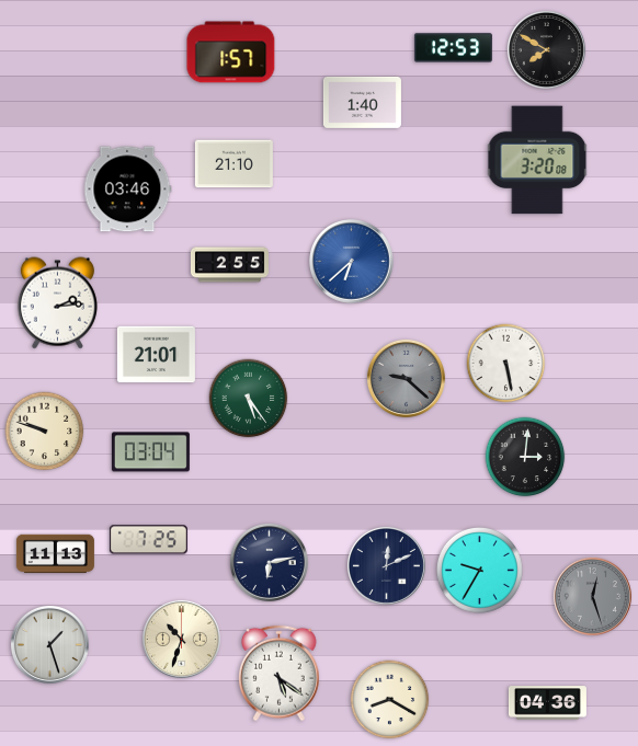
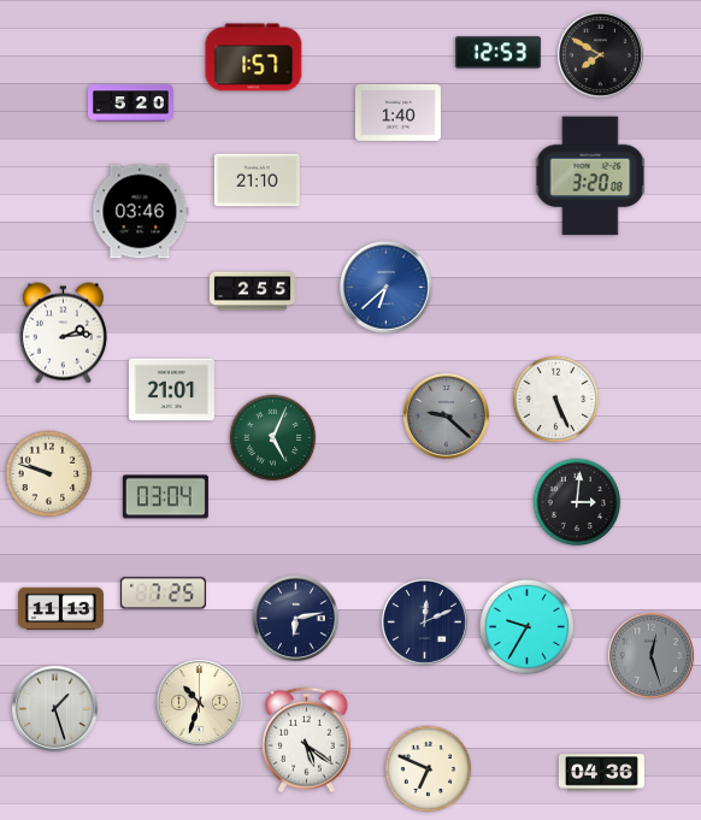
clock at (130, 104): none -> 5:20
clock at (128, 190) position: (128, 190) -> (141, 212)
clock at (506, 364): 5:28 -> 5:26
clock at (249, 399): 5:24 -> 5:04
clock at (390, 700): 8:20 -> 6:49
